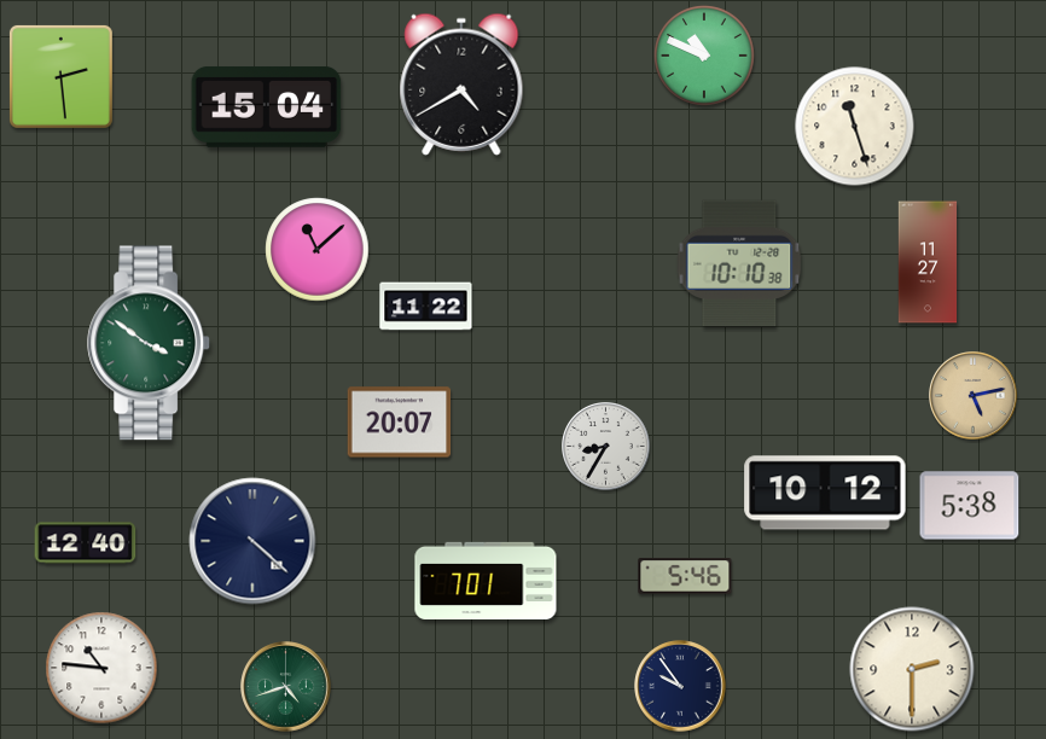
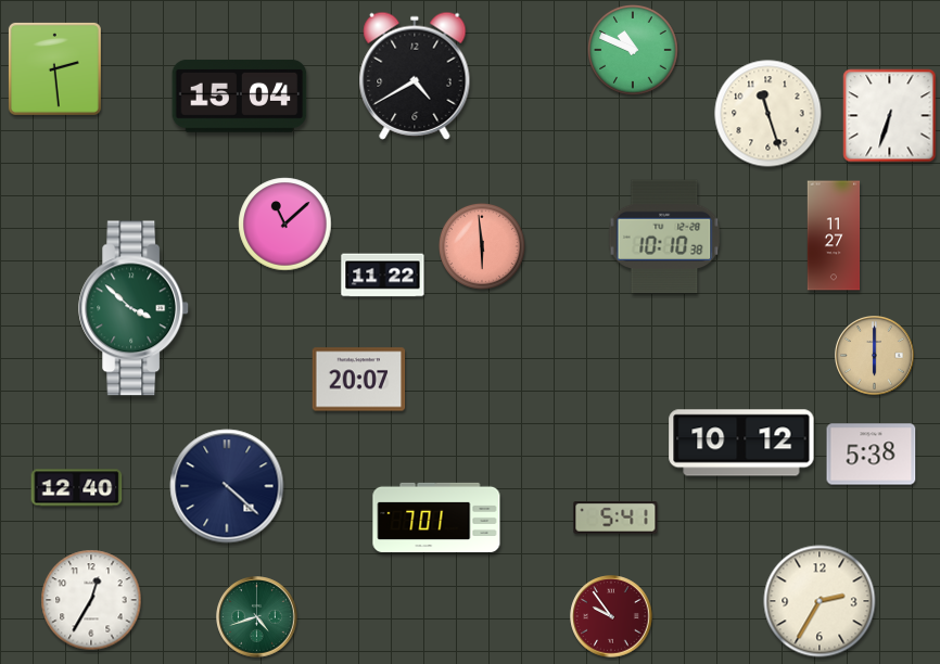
clock at (890, 116): none -> 6:33
clock at (482, 246): none -> 5:59
clock at (150, 343): 3:51 -> 3:52
clock at (974, 396): 5:13 -> 6:00
clock at (606, 447): 8:35 -> none
clock at (685, 576): 5:46 -> 5:41
clock at (486, 581) position: (486, 581) -> (436, 518)
clock at (101, 668): 10:46 -> 12:35
clock at (912, 669): 2:30 -> 2:35
clock at (680, 686) dial: navy -> burgundy
